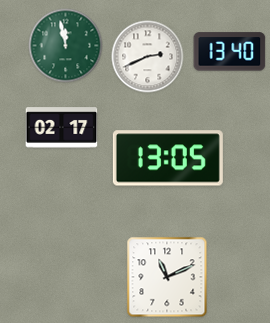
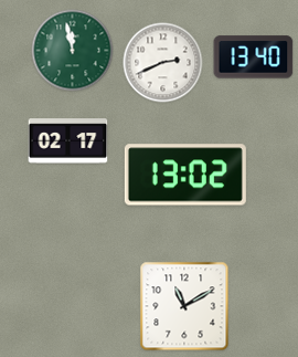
clock at (168, 158): 13:05 -> 13:02
clock at (167, 277): 11:11 -> 11:10
